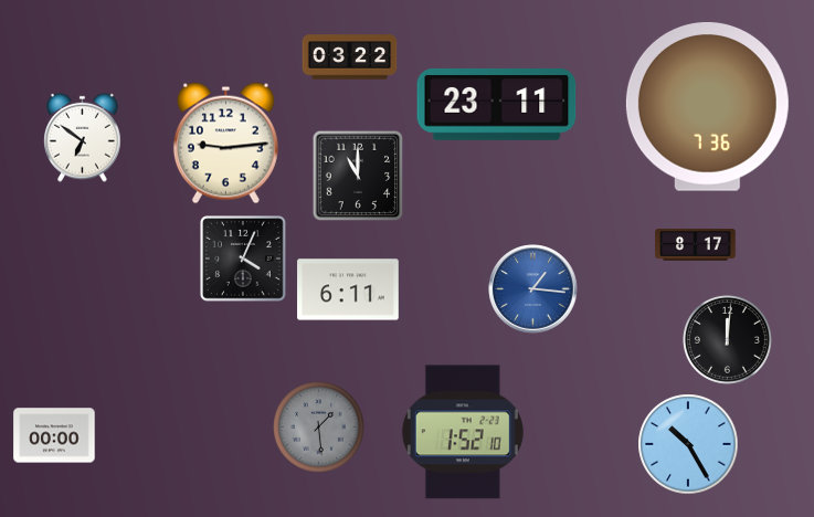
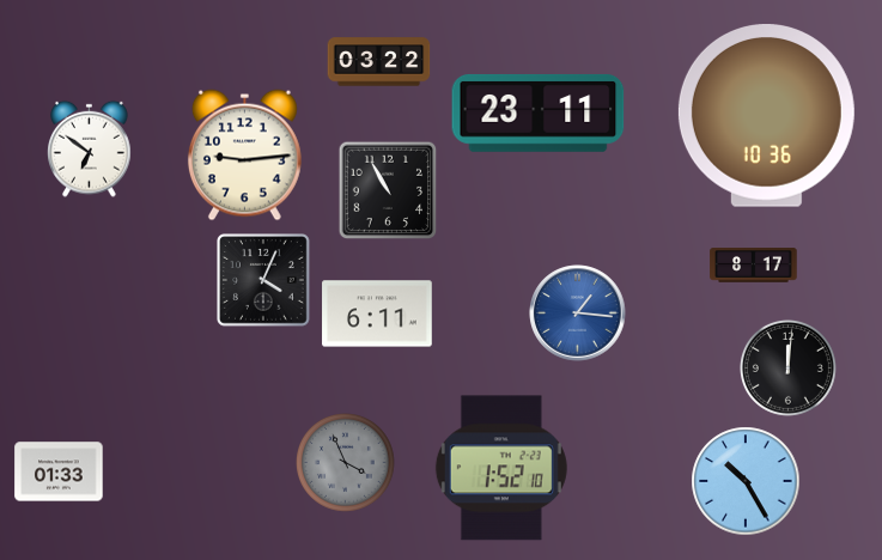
clock at (707, 107): 7:36 -> 10:36
clock at (358, 176): 11:00 -> 10:55
clock at (319, 428): 1:29 -> 3:56
clock at (54, 435): 00:00 -> 01:33
